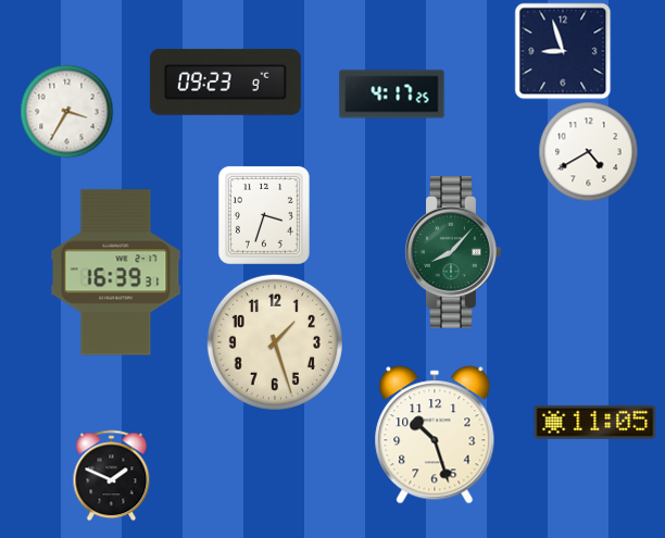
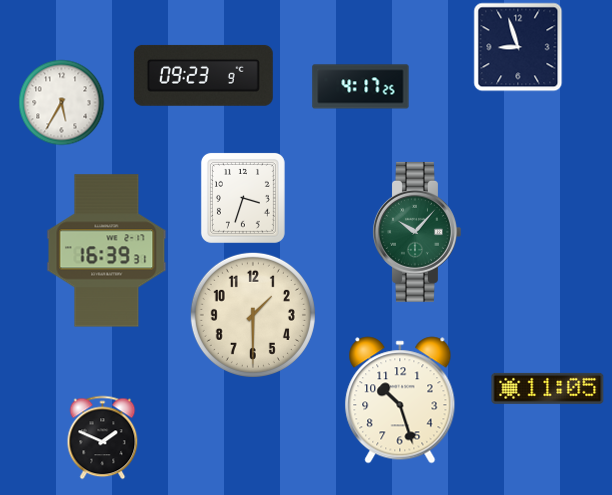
clock at (225, 82) position: (225, 82) -> (203, 75)
clock at (66, 111): 3:35 -> 5:35
clock at (588, 151): 4:40 -> none
clock at (453, 252): 8:07 -> 10:07
clock at (275, 342): 1:27 -> 1:30
